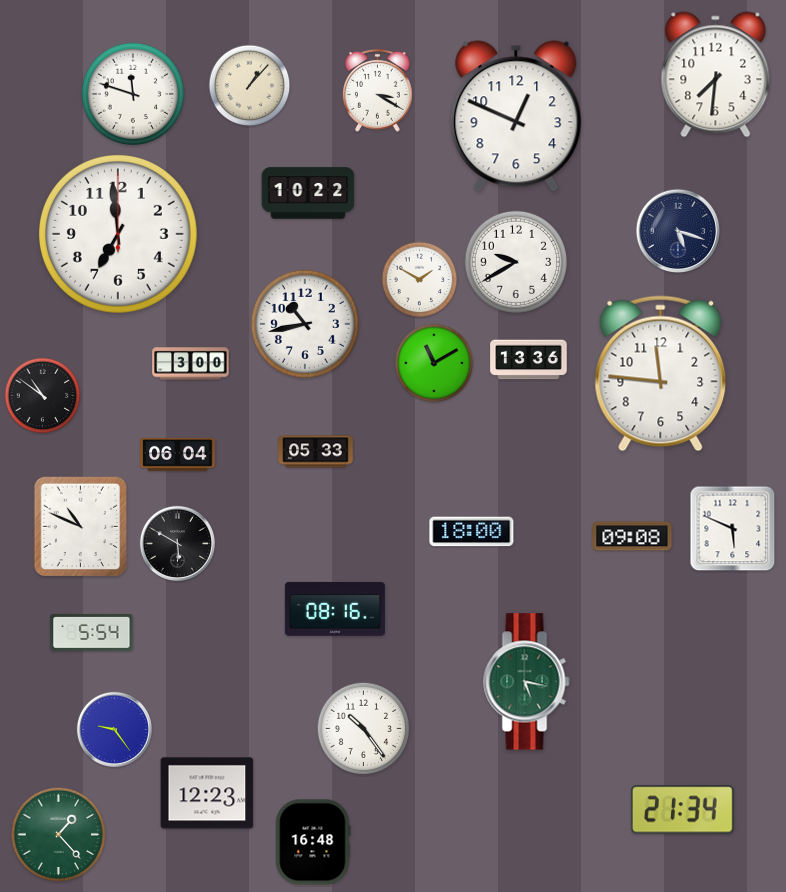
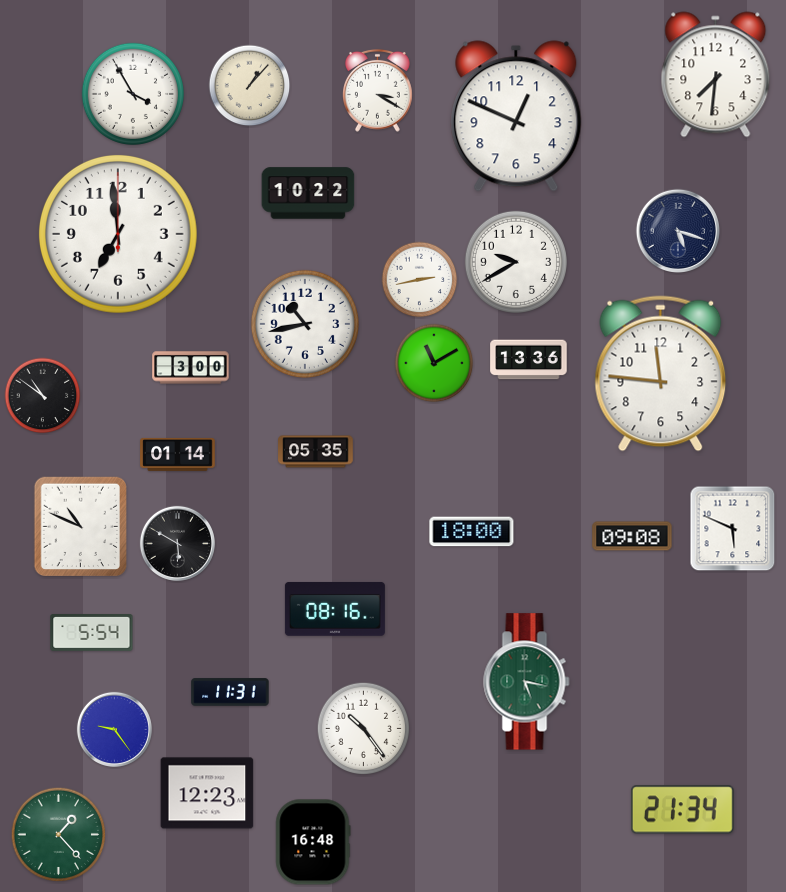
clock at (133, 94): 11:48 -> 3:55
clock at (420, 280): 1:50 -> 2:43
clock at (191, 364) position: (191, 364) -> (191, 368)
clock at (316, 452): 05:33 -> 05:35
clock at (178, 454): 06:04 -> 01:14
clock at (230, 692): none -> 11:31
